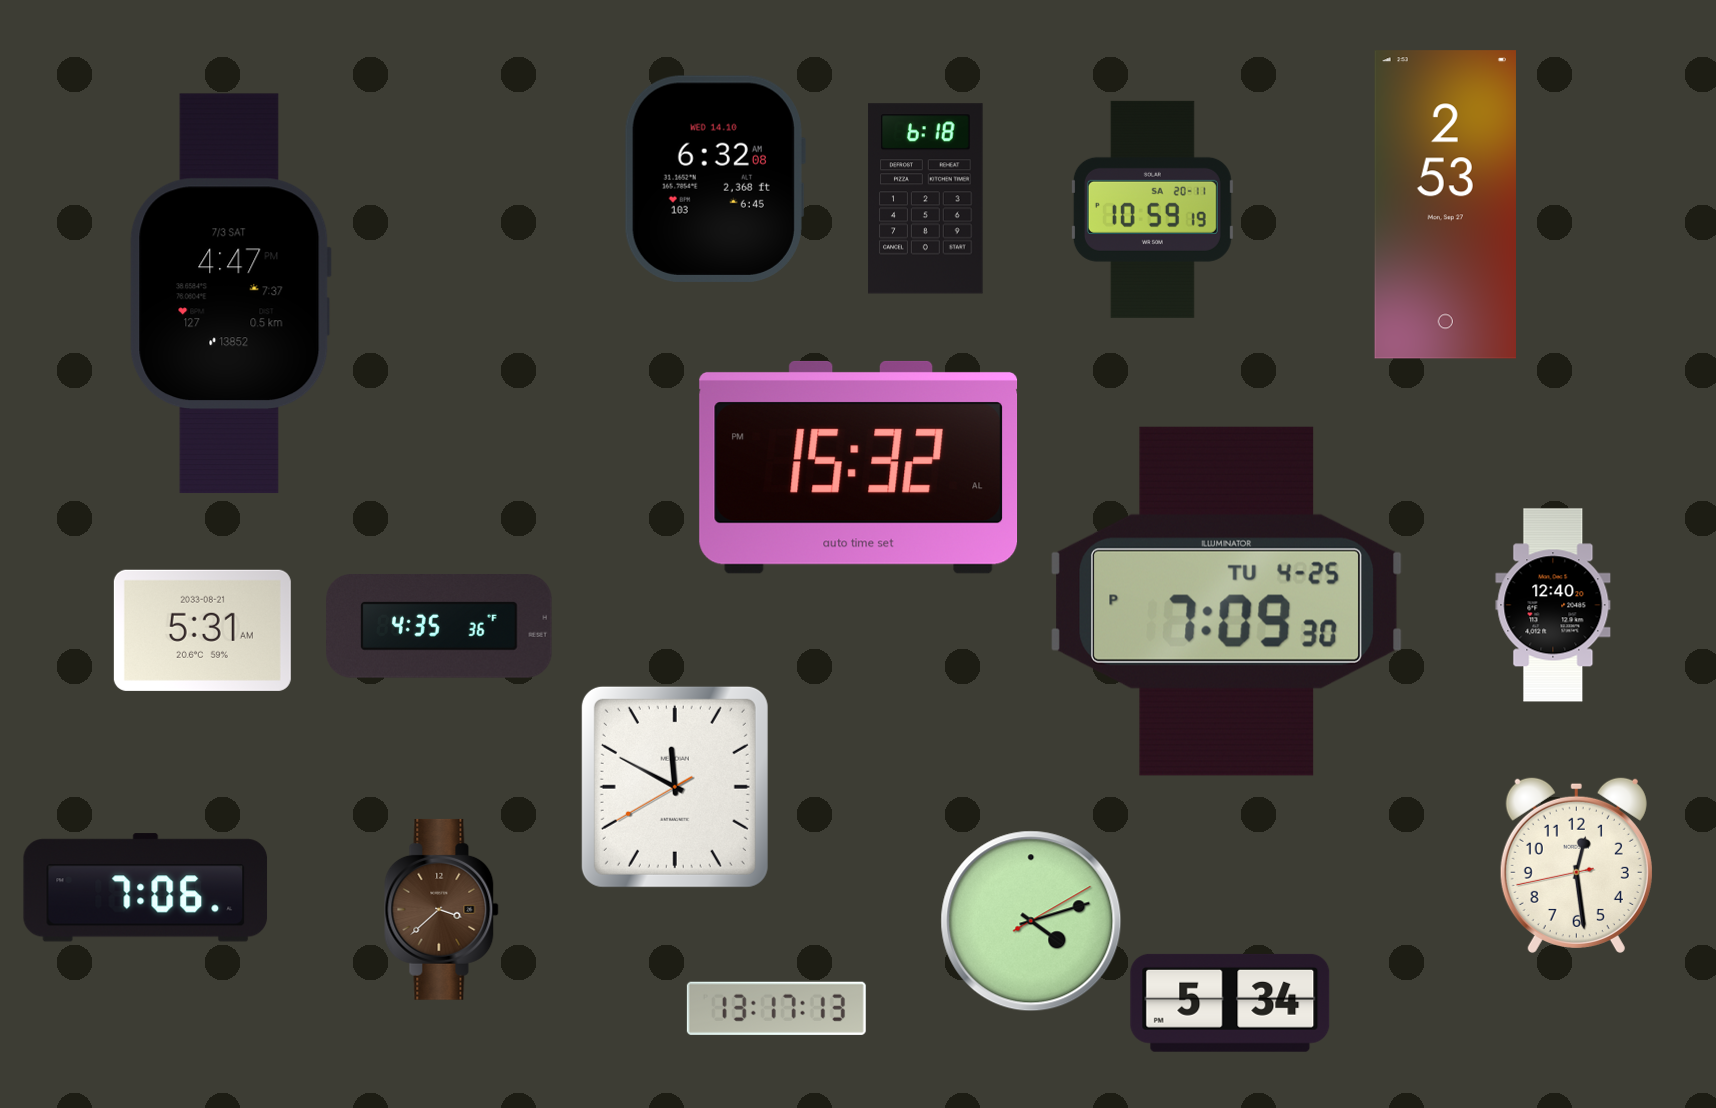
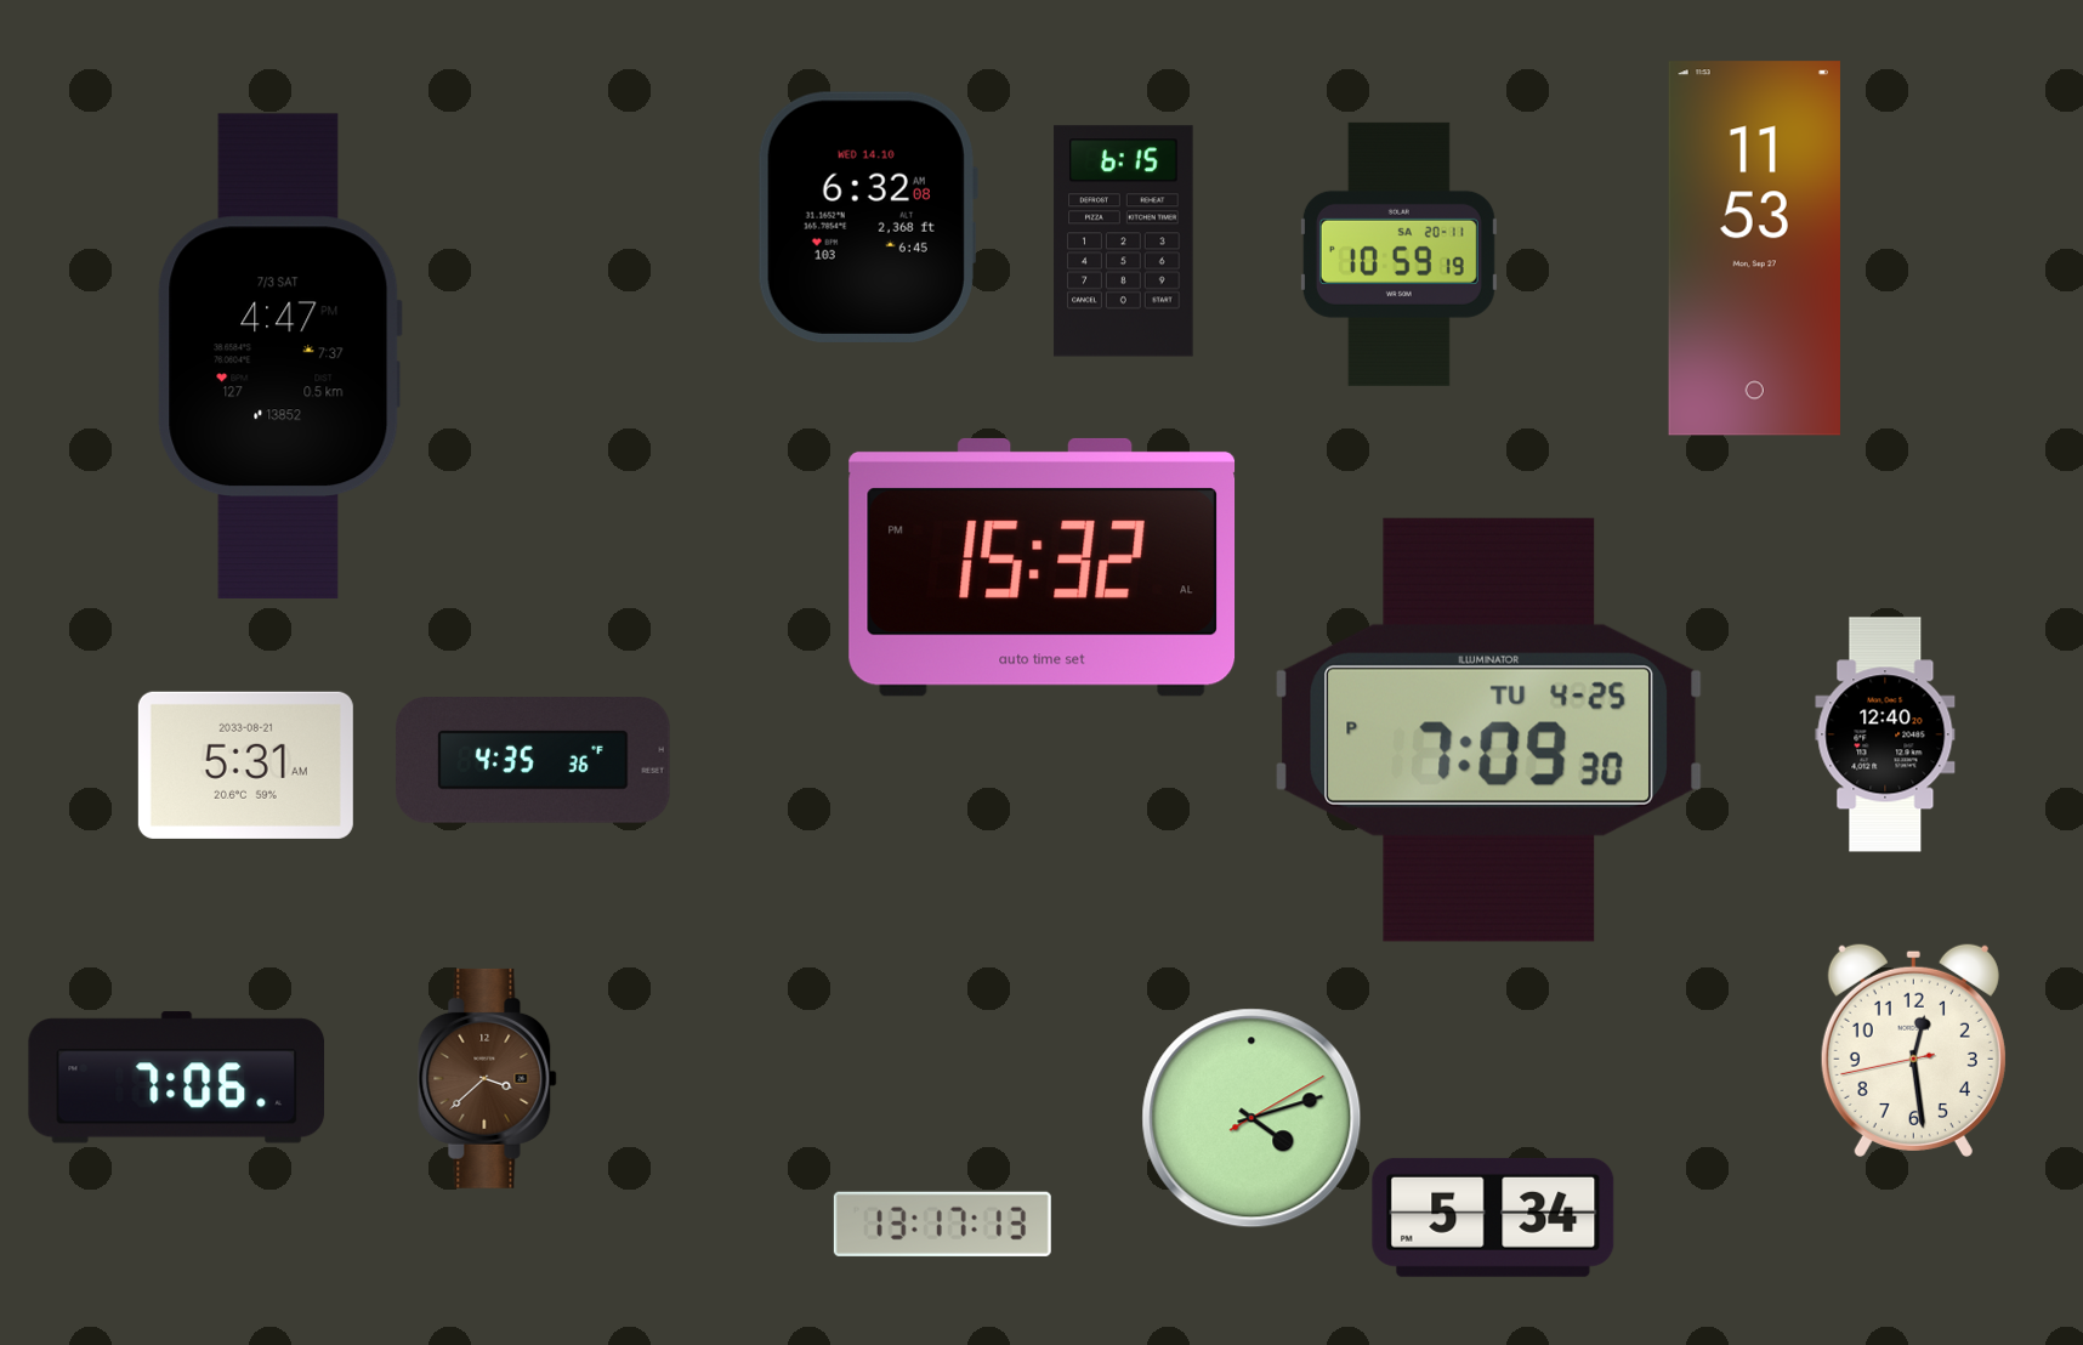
clock at (926, 199): 6:18 -> 6:15
clock at (1445, 205): 2:53 -> 11:53
clock at (675, 787): 11:49 -> none
clock at (442, 909) position: (442, 909) -> (488, 1078)
